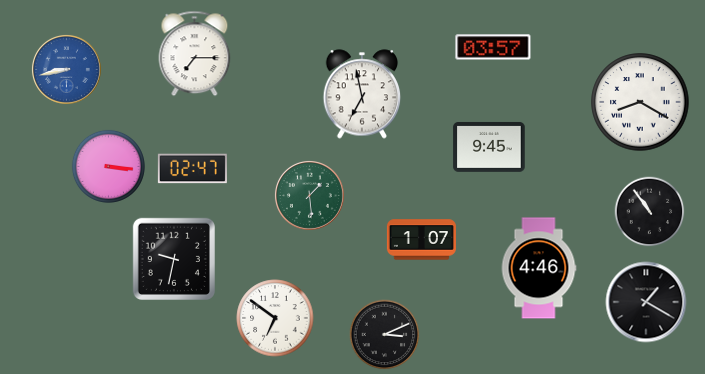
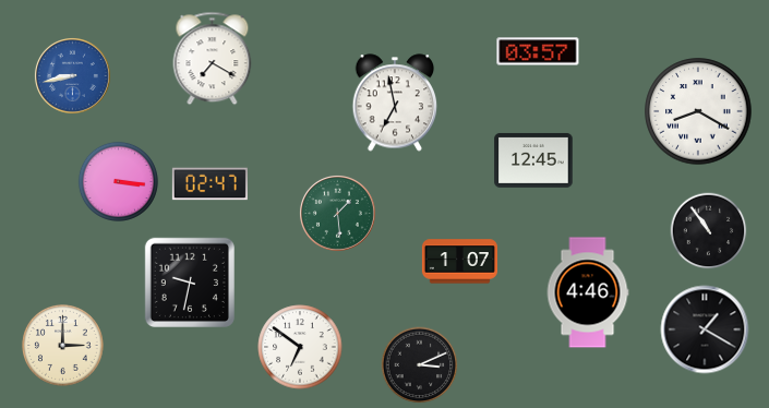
clock at (195, 54): 7:15 -> 7:20
clock at (489, 147): 9:45 -> 12:45
clock at (63, 346): none -> 3:00
